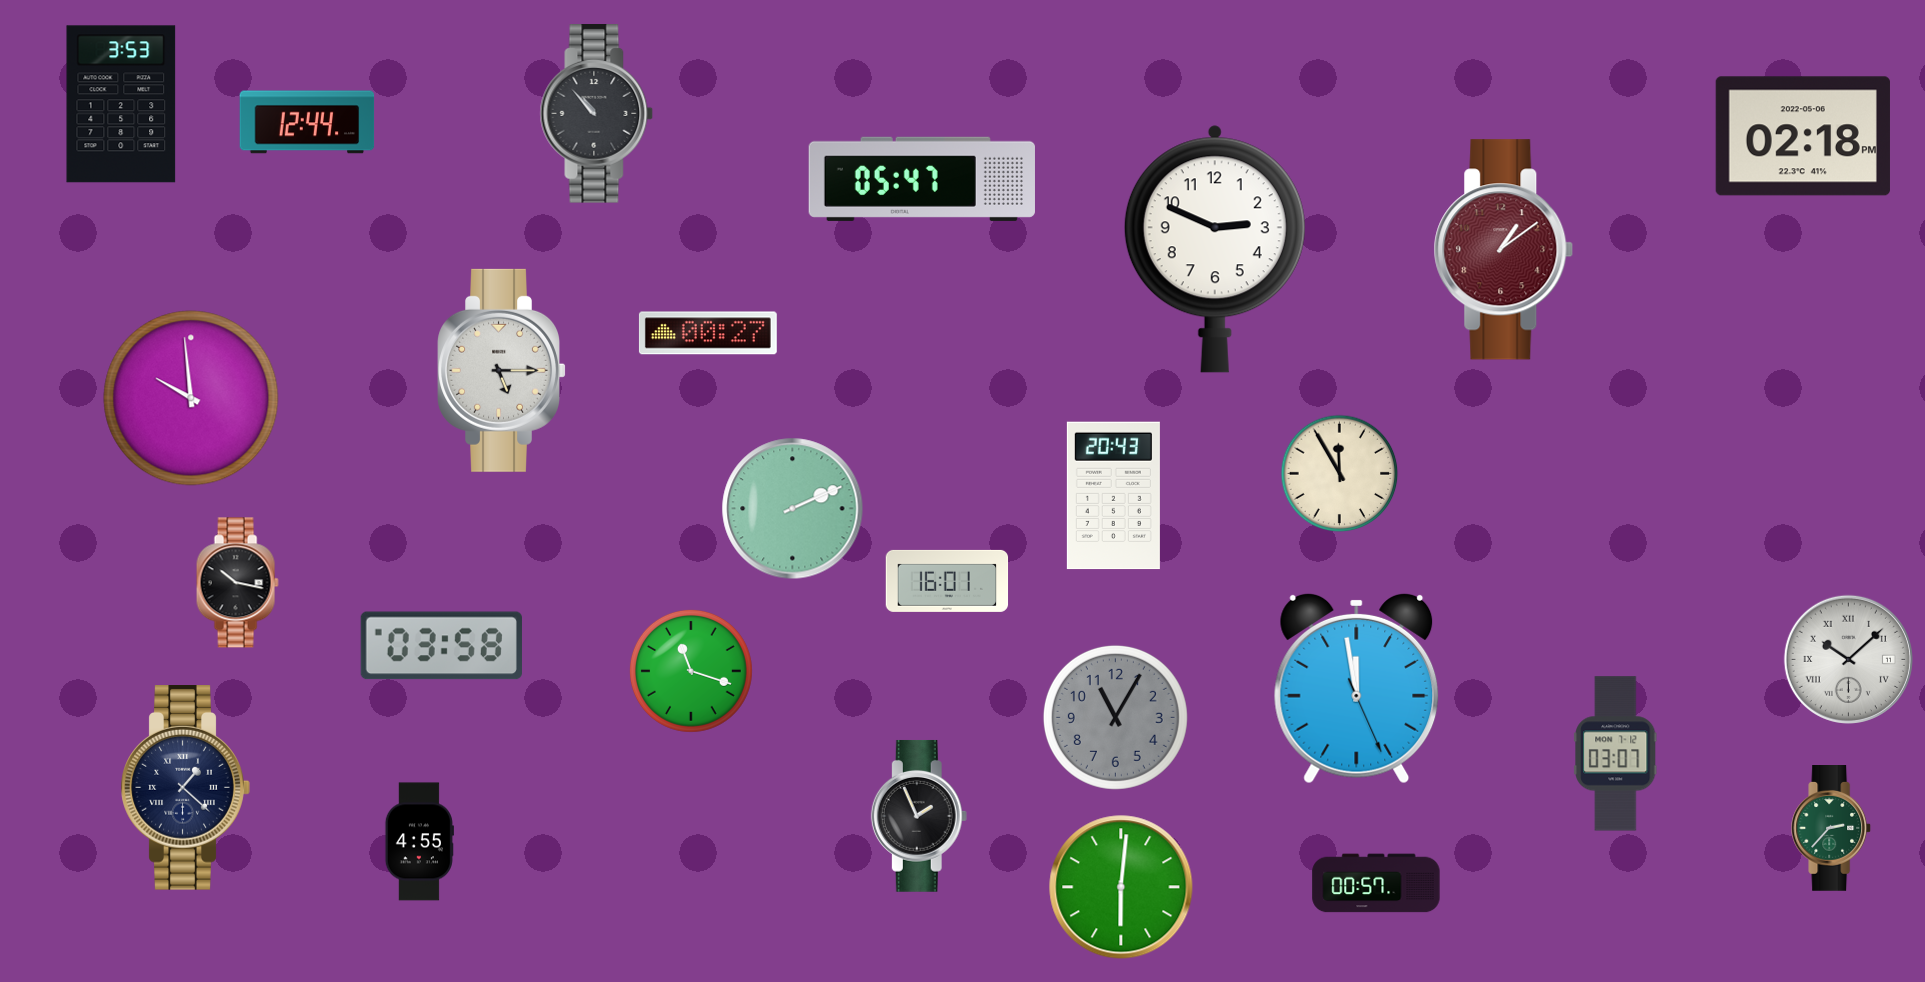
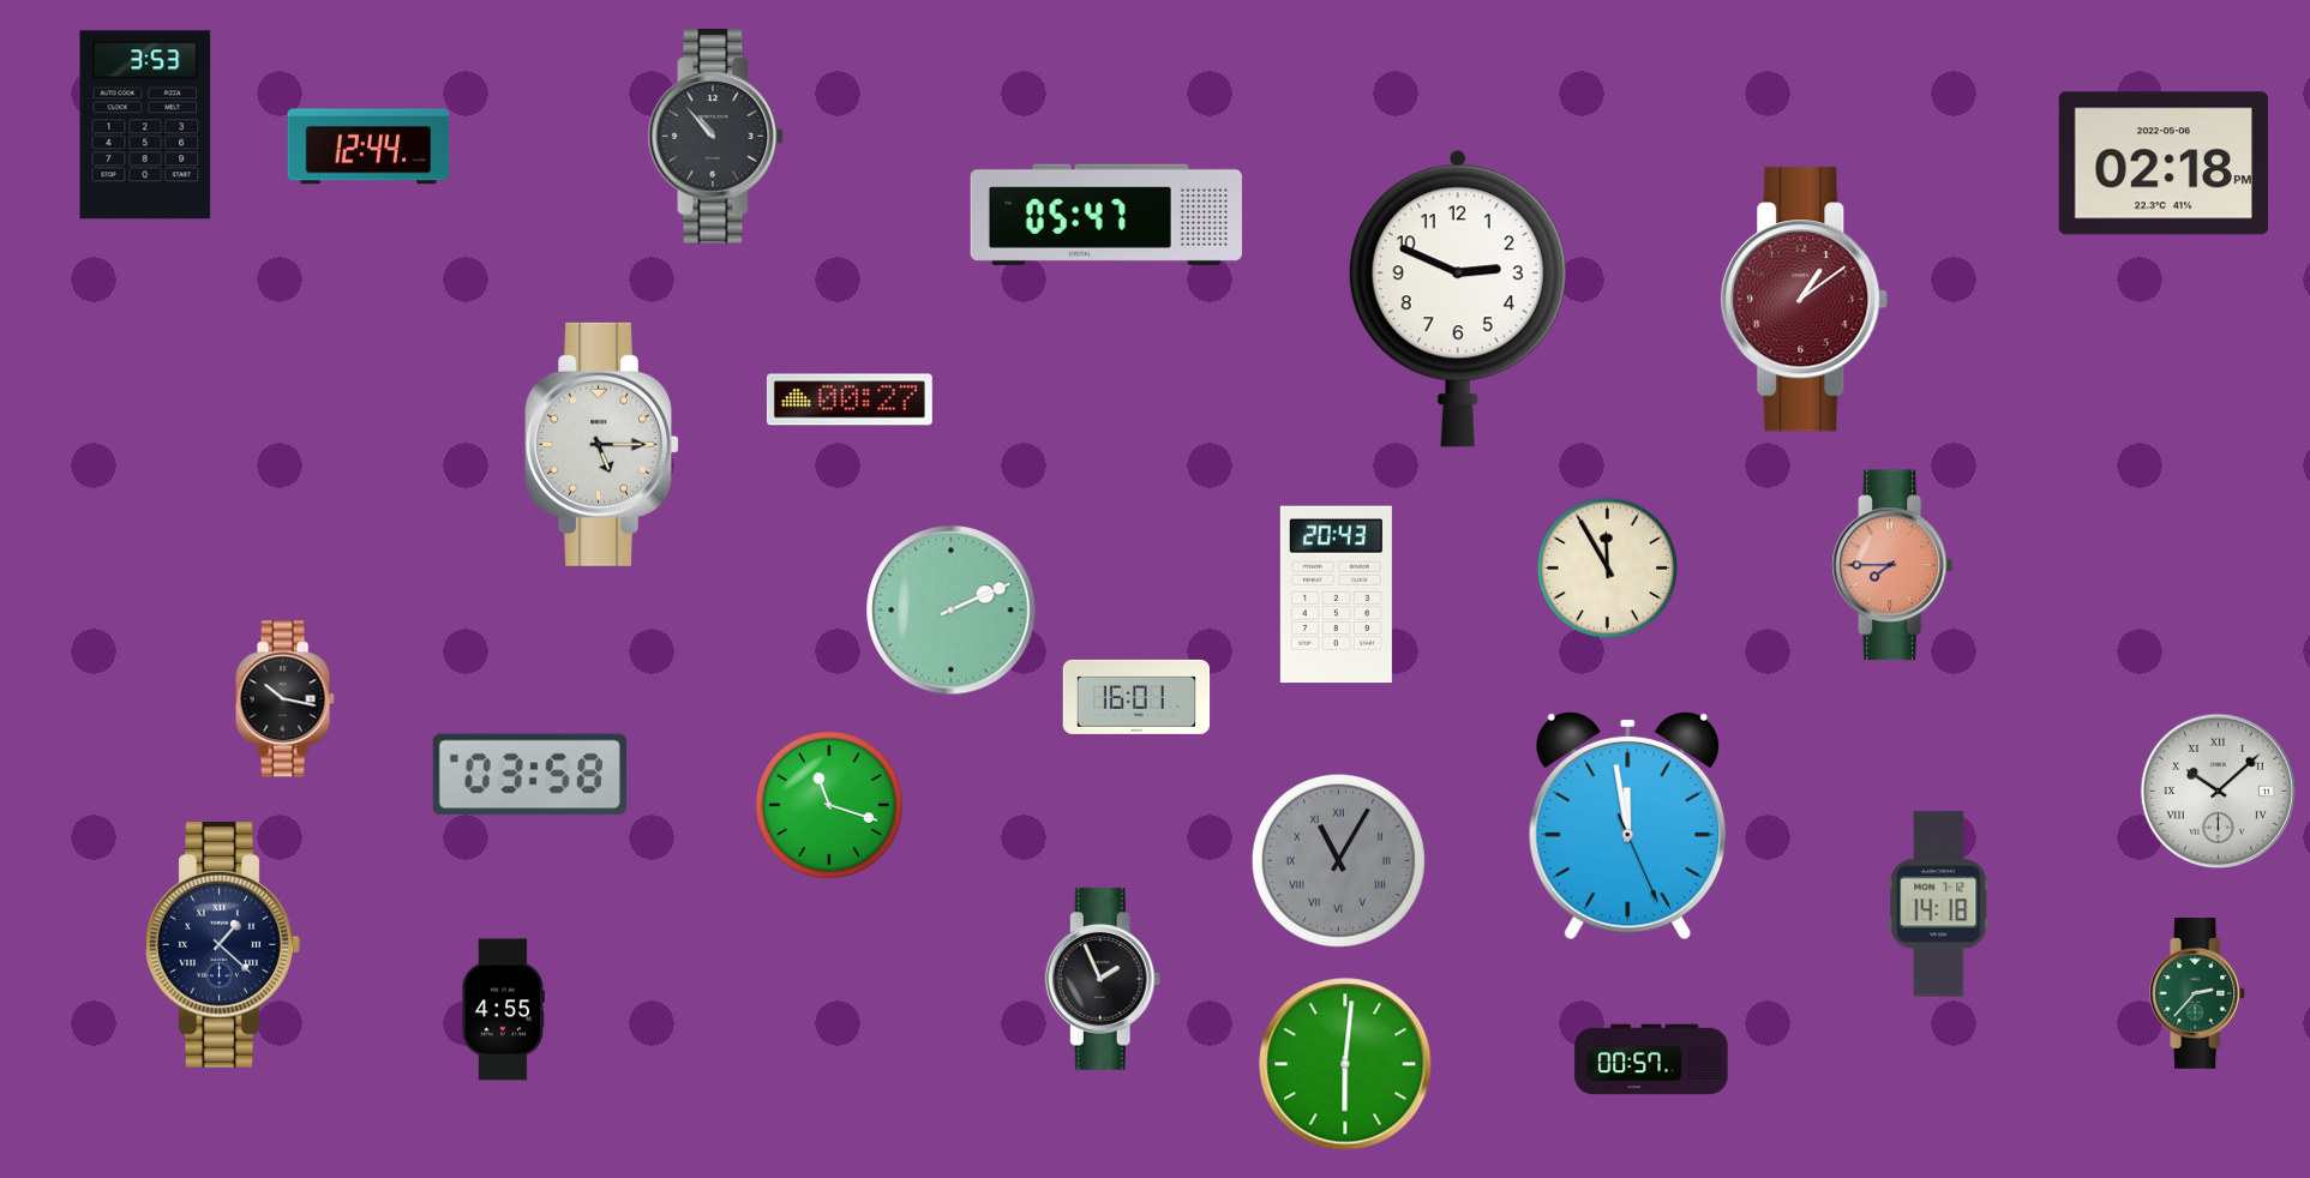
clock at (191, 398): 9:59 -> none
clock at (1892, 565): none -> 7:45
clock at (1115, 717) numerals: Arabic -> Roman
clock at (1616, 754): 03:07 -> 14:18
